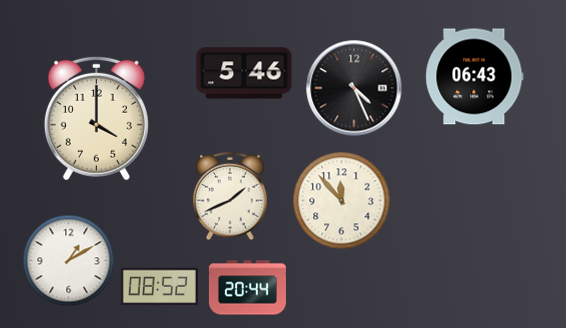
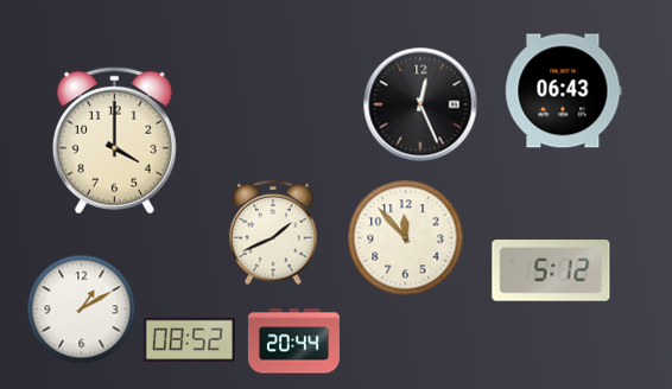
clock at (244, 73): 5:46 -> none
clock at (354, 88): 4:26 -> 12:26
clock at (551, 270): none -> 5:12
